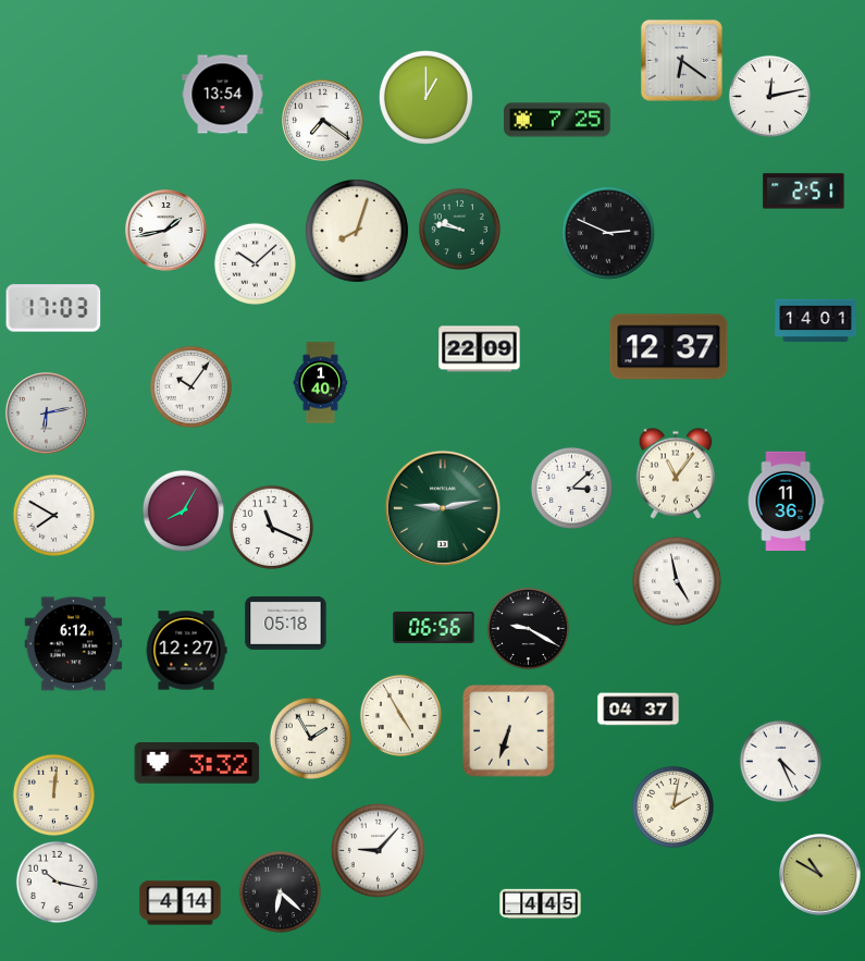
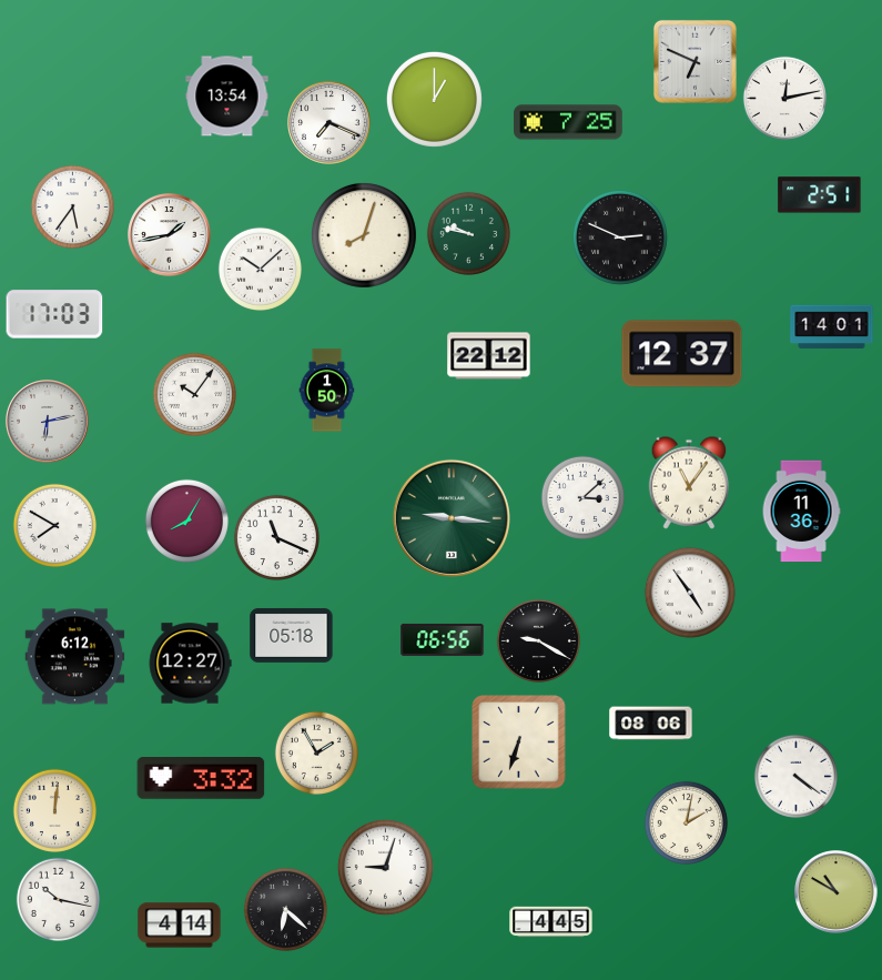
clock at (681, 60): 6:21 -> 6:49
clock at (323, 121): 7:21 -> 7:19
clock at (72, 206): none -> 5:36
clock at (480, 349): 22:09 -> 22:12
clock at (321, 383): 1:40 -> 1:50
clock at (443, 508): 9:13 -> 9:16
clock at (677, 581): 4:58 -> 4:54
clock at (639, 710): 04:37 -> 08:06
clock at (400, 715): 4:55 -> none
clock at (509, 731) position: (509, 731) -> (519, 742)
clock at (780, 761): 4:26 -> 4:21
clock at (378, 850): 9:07 -> 9:03
clock at (181, 903) position: (181, 903) -> (180, 926)
